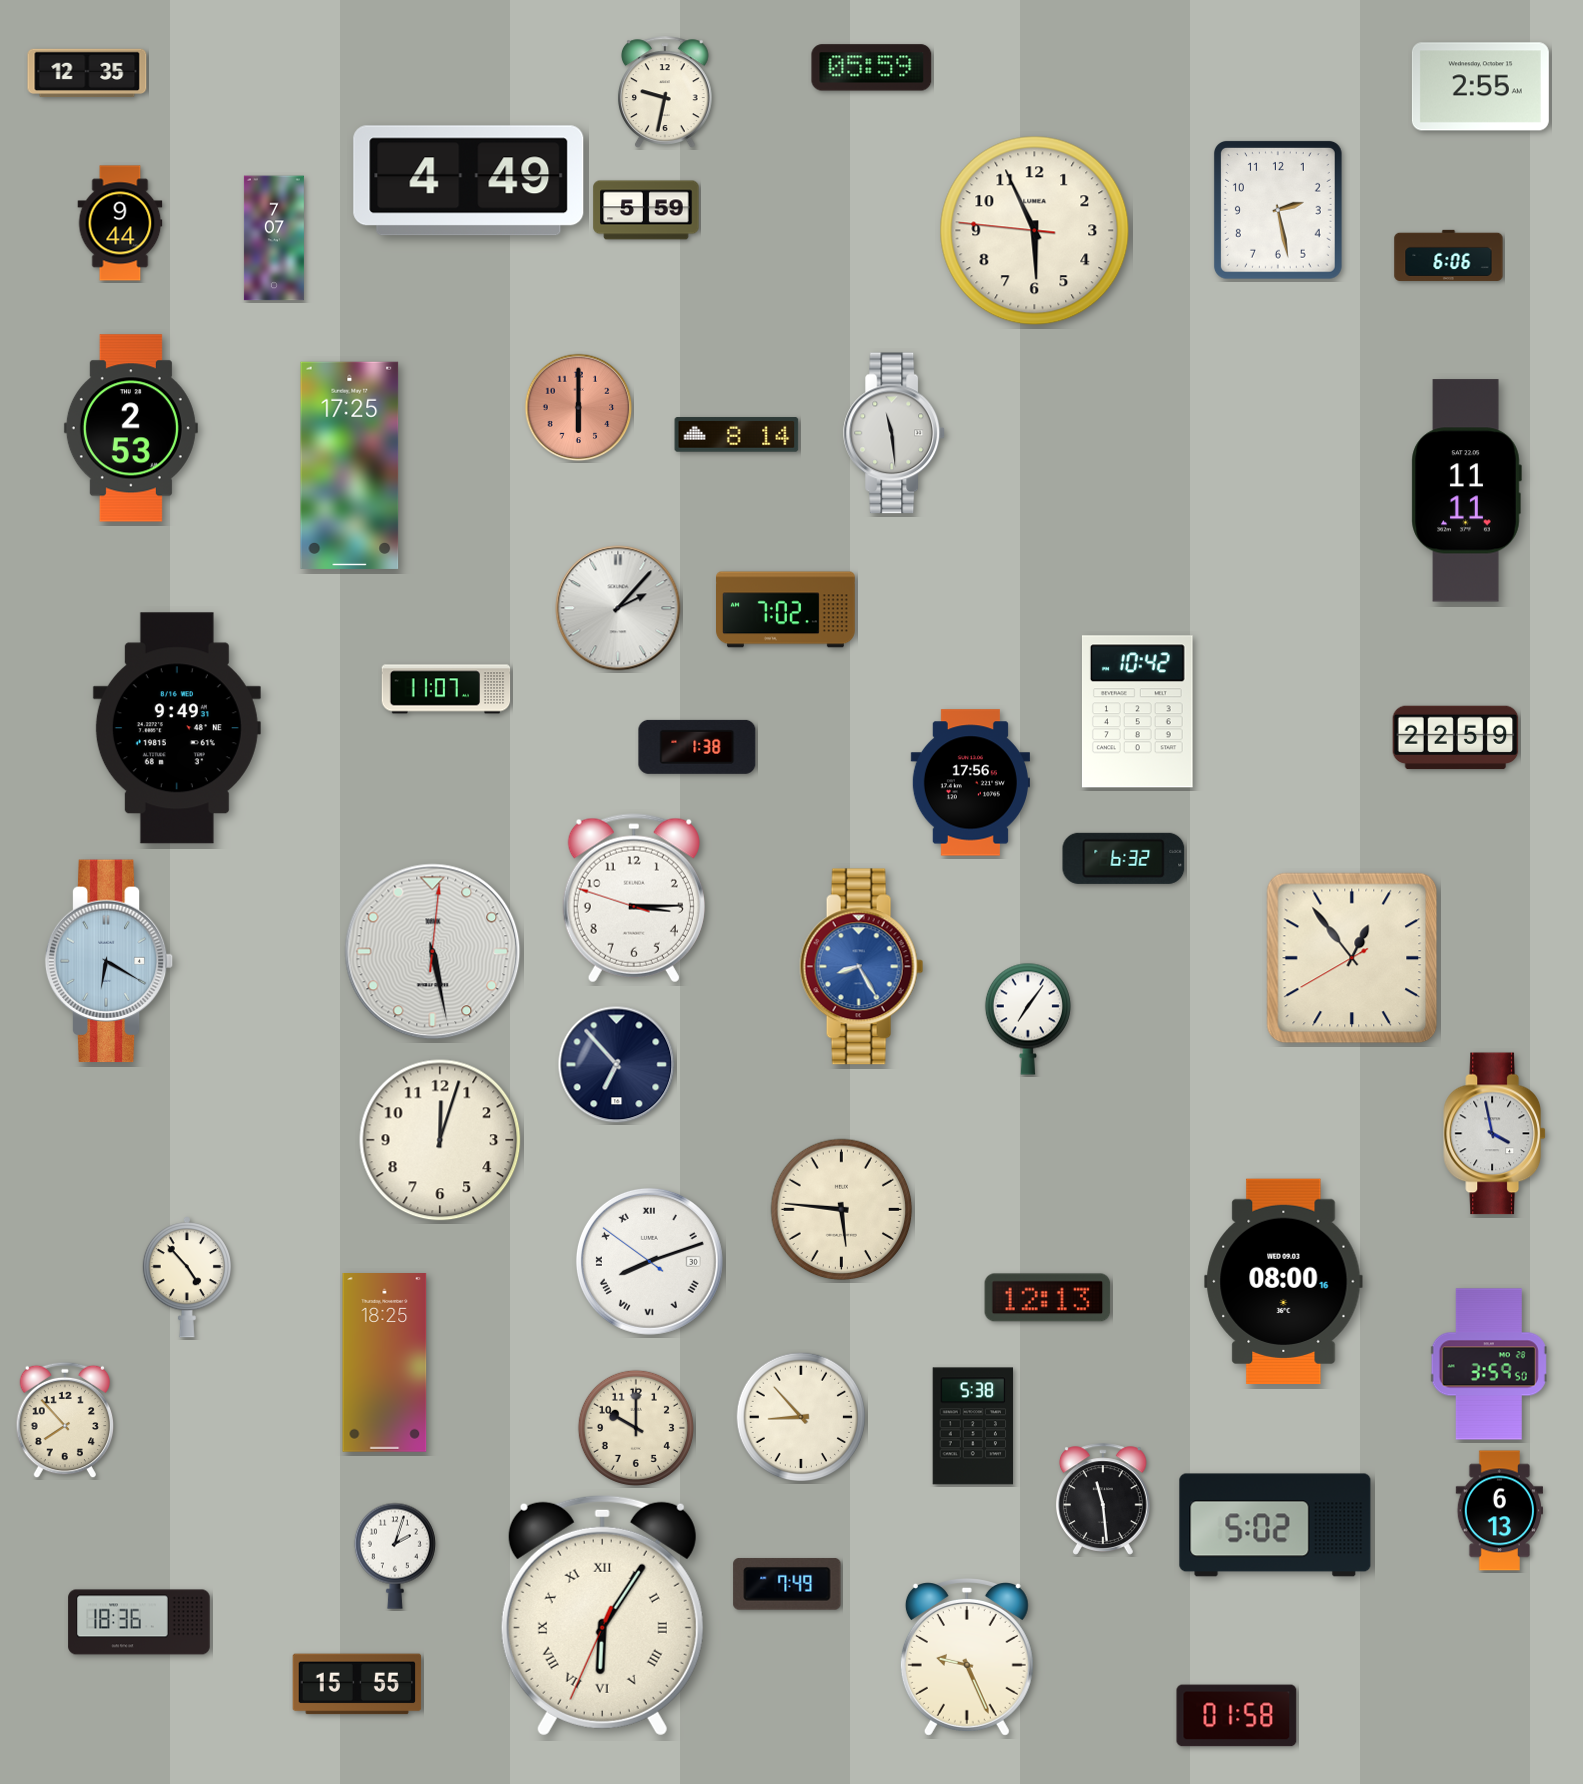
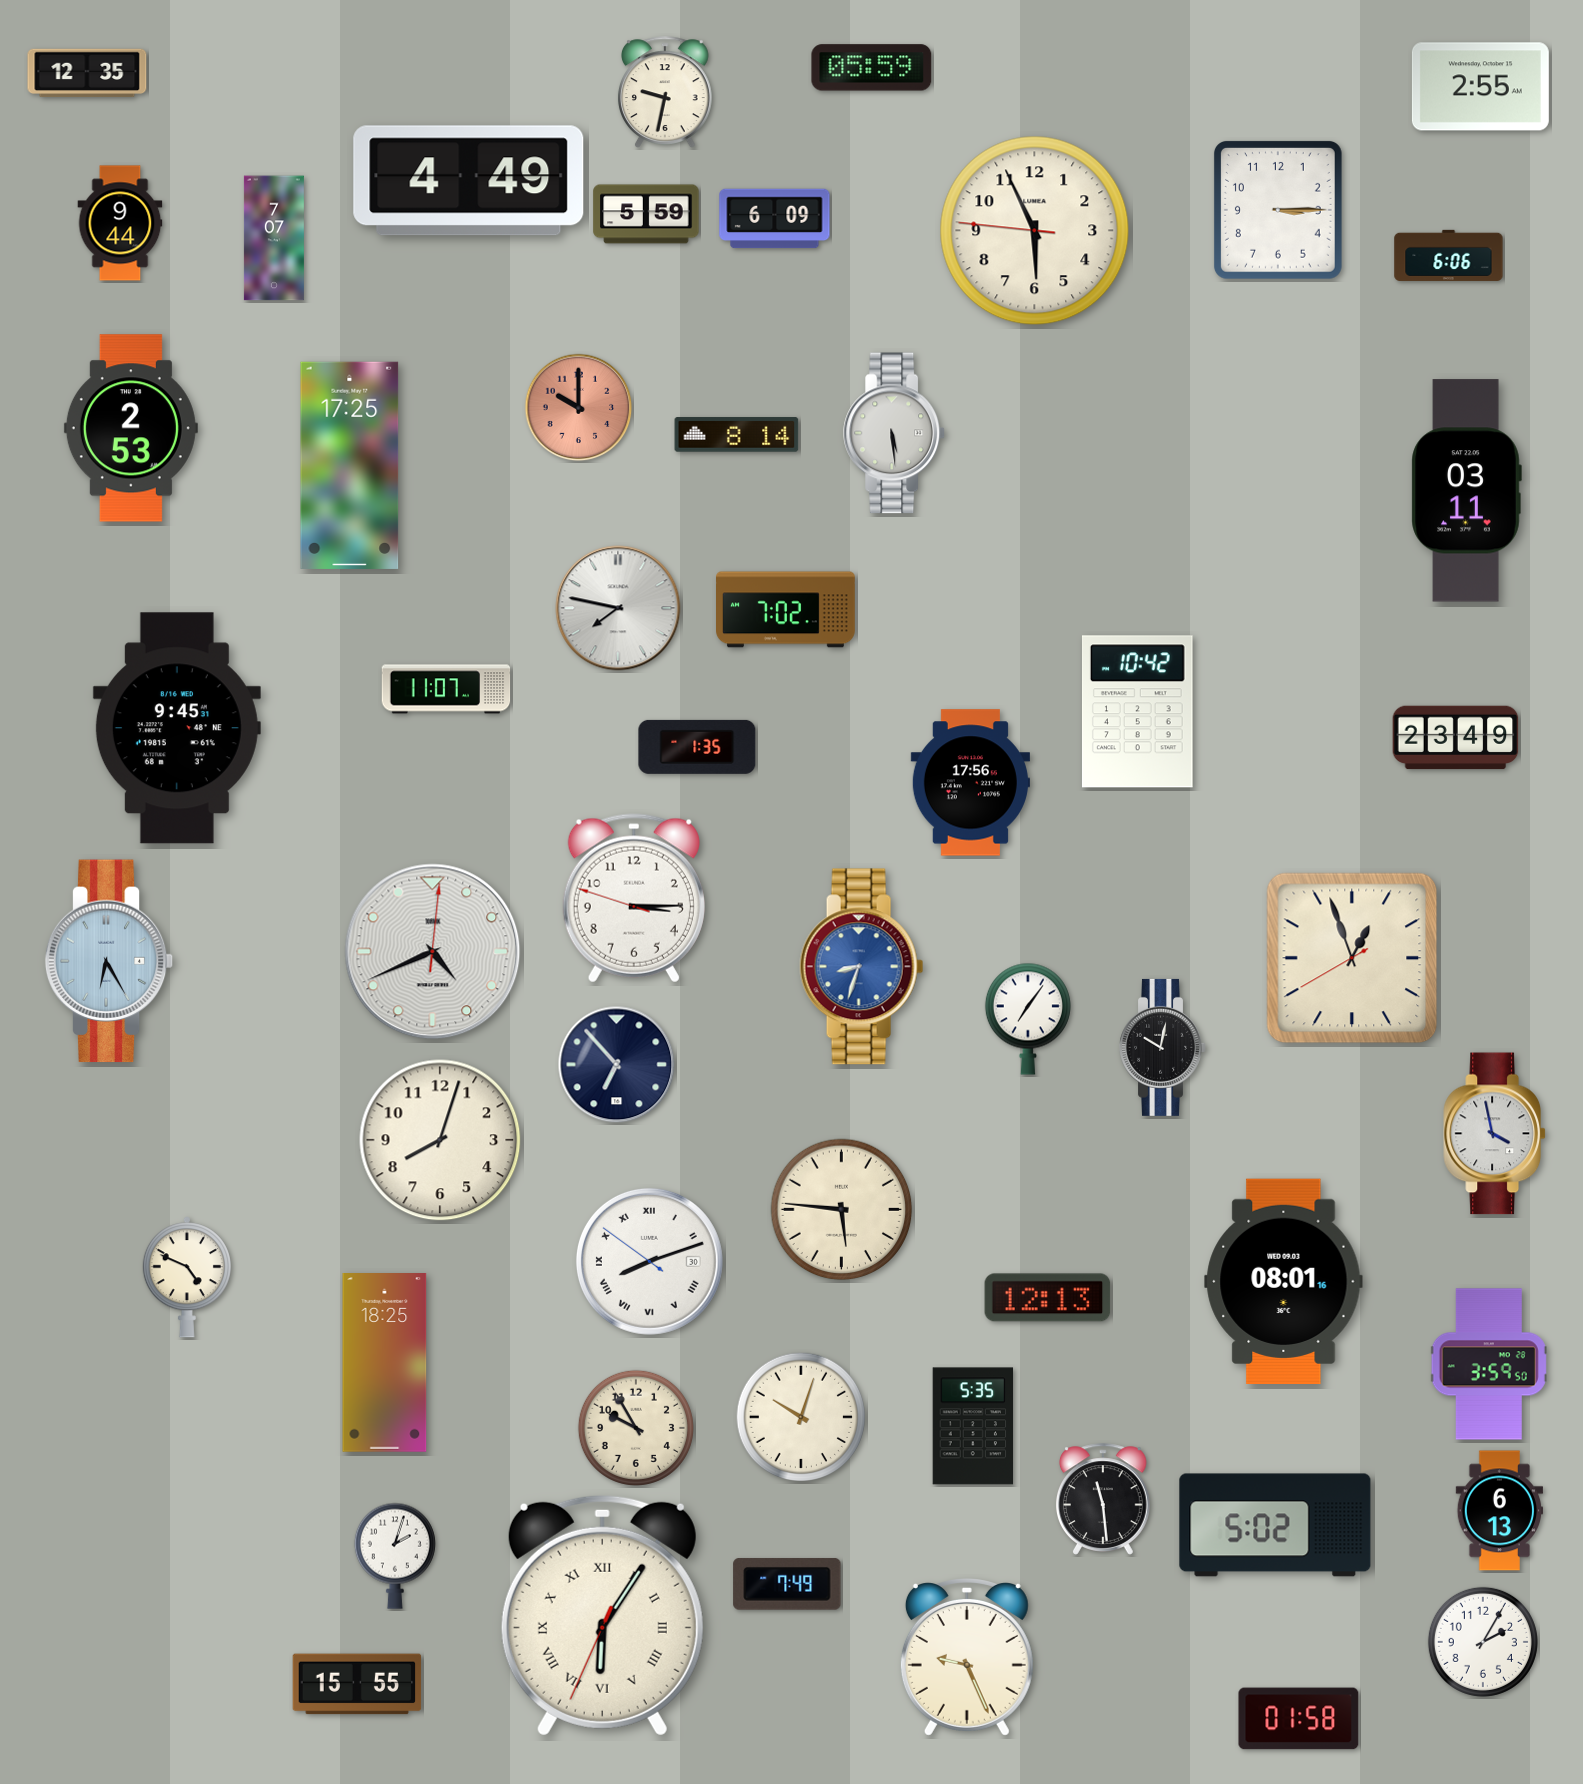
clock at (646, 210) position: (646, 210) -> (646, 214)
clock at (1278, 210): 2:28 -> 3:15
clock at (775, 219): none -> 6:09
clock at (579, 408): 6:00 -> 10:00
clock at (895, 433): 11:29 -> 5:29
clock at (1466, 491): 11:11 -> 03:11
clock at (618, 608): 2:07 -> 7:47
clock at (177, 728): 9:49 -> 9:45
clock at (1456, 738): 22:59 -> 23:49
clock at (697, 747): 1:38 -> 1:35
clock at (1124, 858): 6:32 -> none
clock at (433, 952): 5:28 -> 4:41
clock at (1352, 958): 12:53 -> 12:56
clock at (109, 961): 6:20 -> 6:25
clock at (862, 967): 8:25 -> 8:33
clock at (1163, 1047): none -> 10:02
clock at (440, 1140): 12:03 -> 8:03
clock at (187, 1277): 4:53 -> 4:49
clock at (1284, 1281): 08:00 -> 08:01
clock at (801, 1417): 8:53 -> 10:03
clock at (65, 1420): 7:53 -> none
clock at (973, 1426): 5:38 -> 5:35
clock at (636, 1428): 10:00 -> 9:55
clock at (139, 1622): 18:36 -> none
clock at (1483, 1642): none -> 2:05
clock at (1237, 1716) position: (1237, 1716) -> (1299, 1719)
